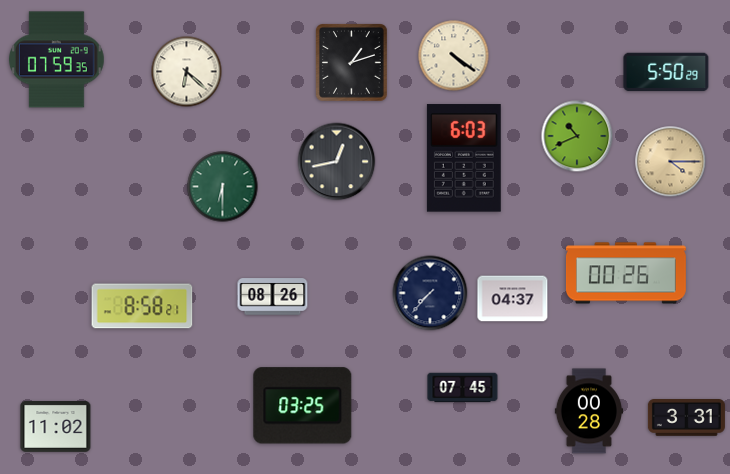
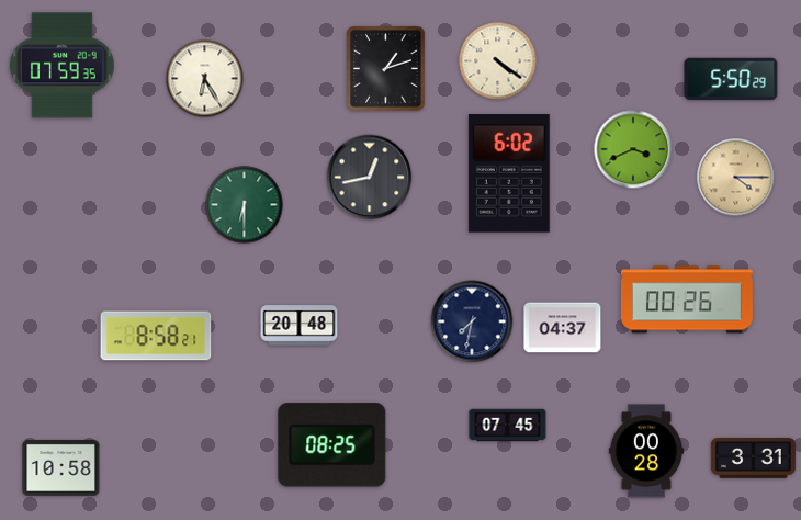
clock at (187, 72): 6:22 -> 6:25
clock at (577, 136): 10:41 -> 3:41
clock at (464, 158): 6:03 -> 6:02
clock at (430, 293): 7:37 -> 7:32
clock at (273, 297): 08:26 -> 20:48
clock at (303, 406): 03:25 -> 08:25
clock at (56, 427): 11:02 -> 10:58
